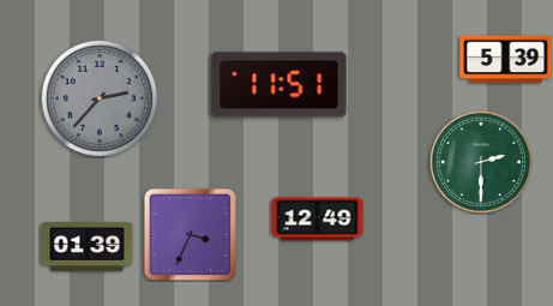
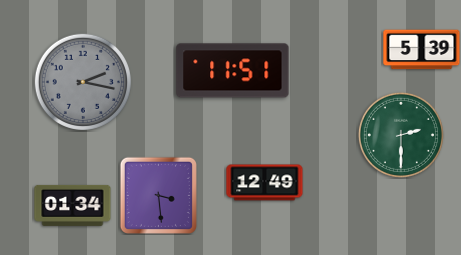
clock at (100, 98): 2:37 -> 2:17
clock at (190, 234): 3:34 -> 3:29
clock at (88, 246): 01:39 -> 01:34
